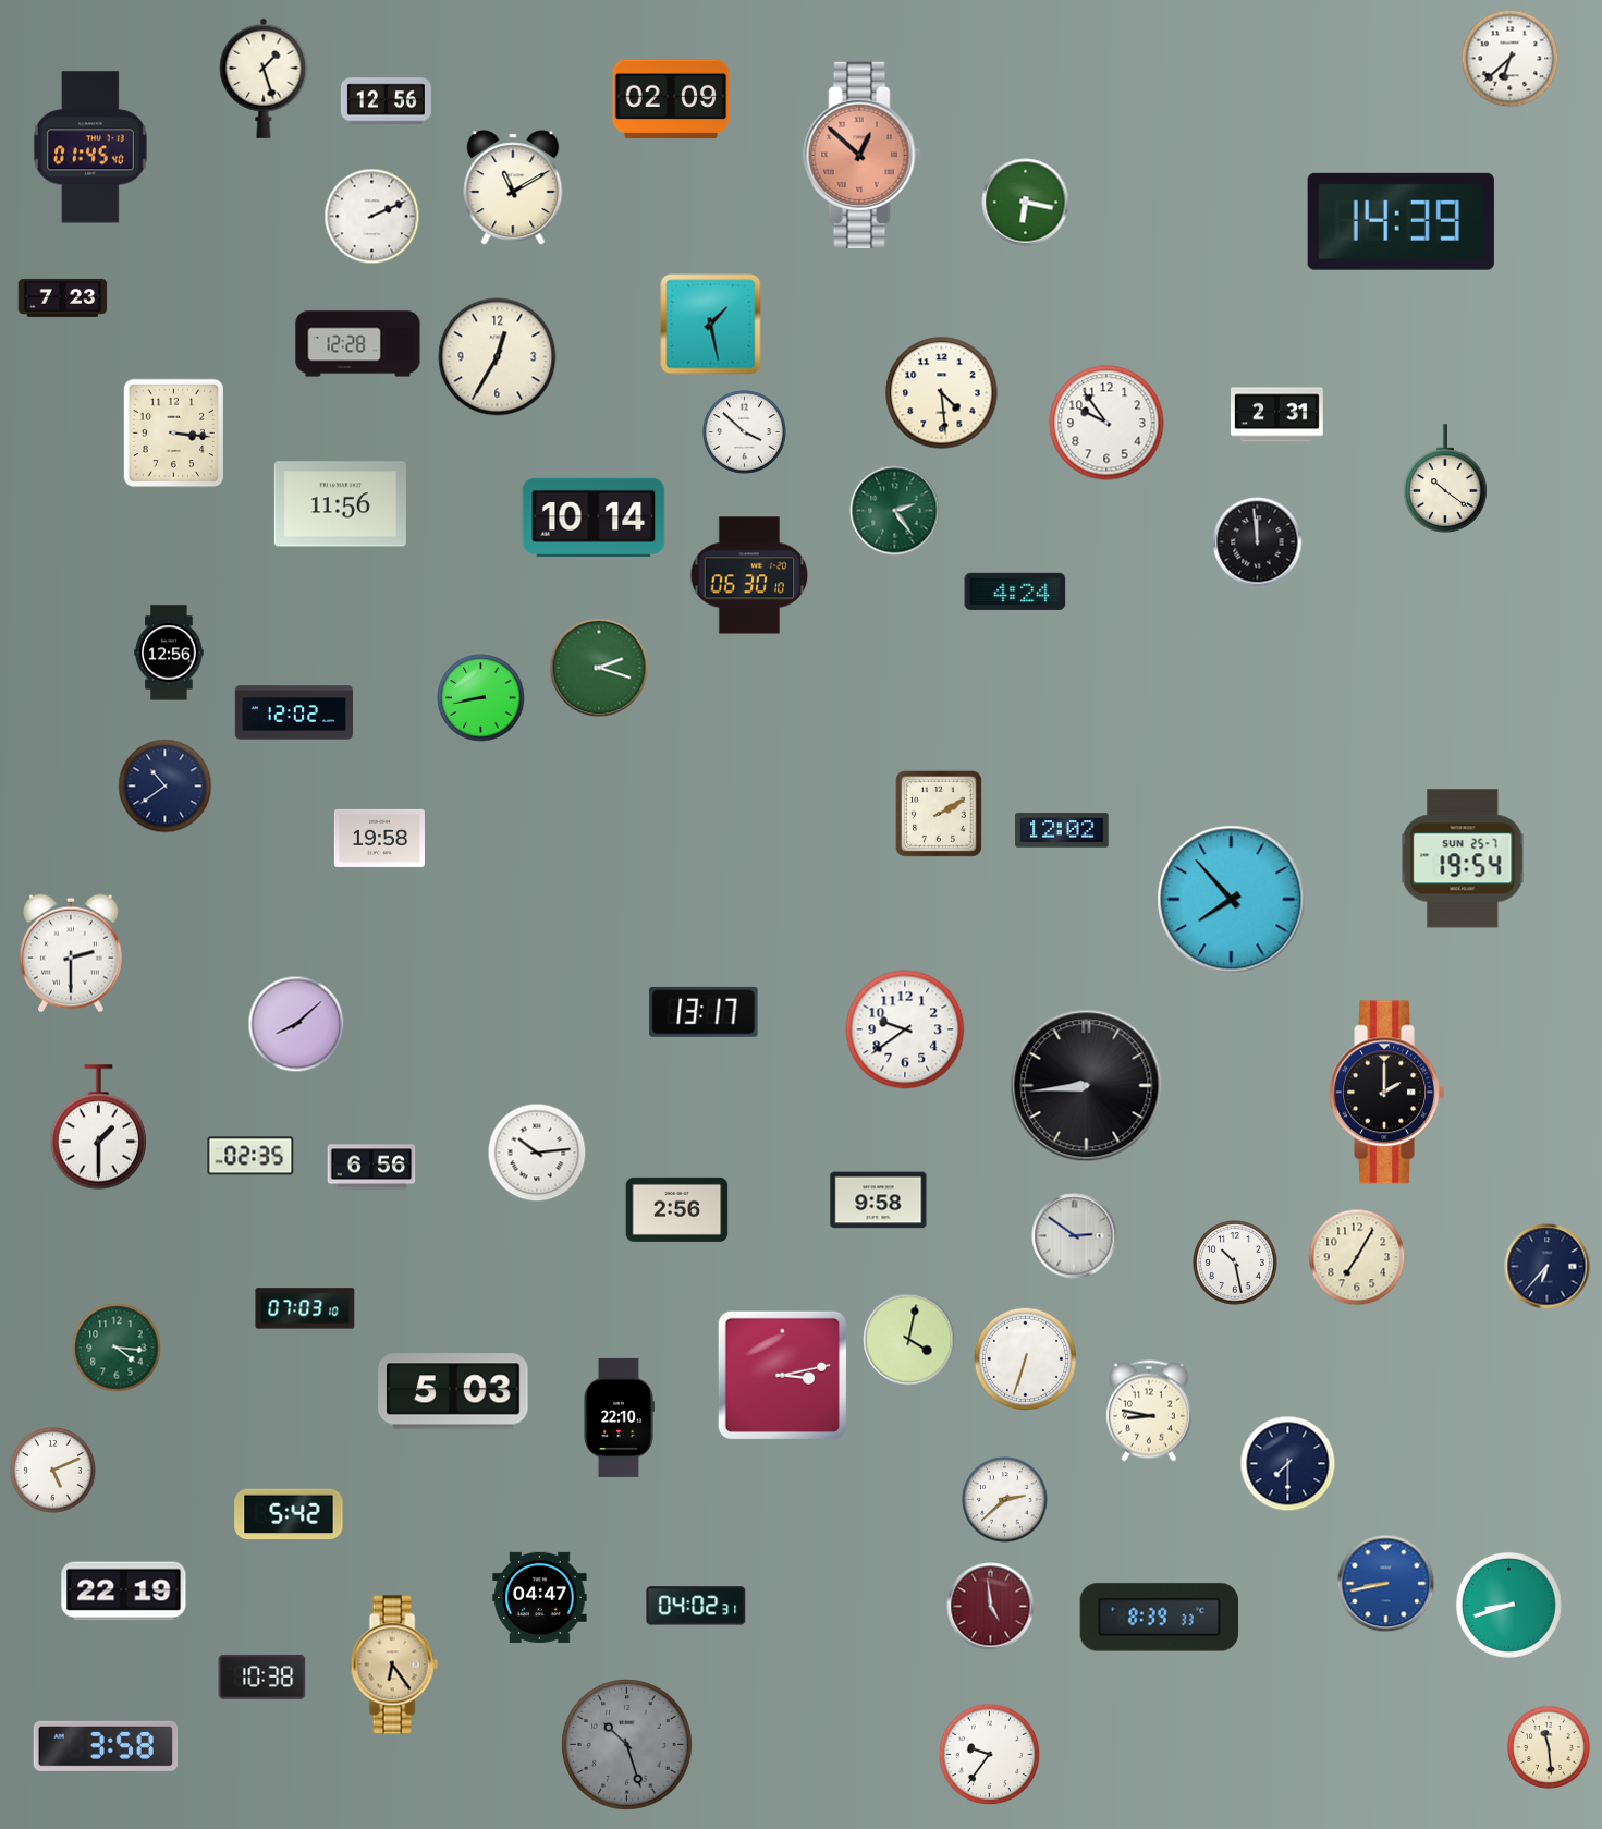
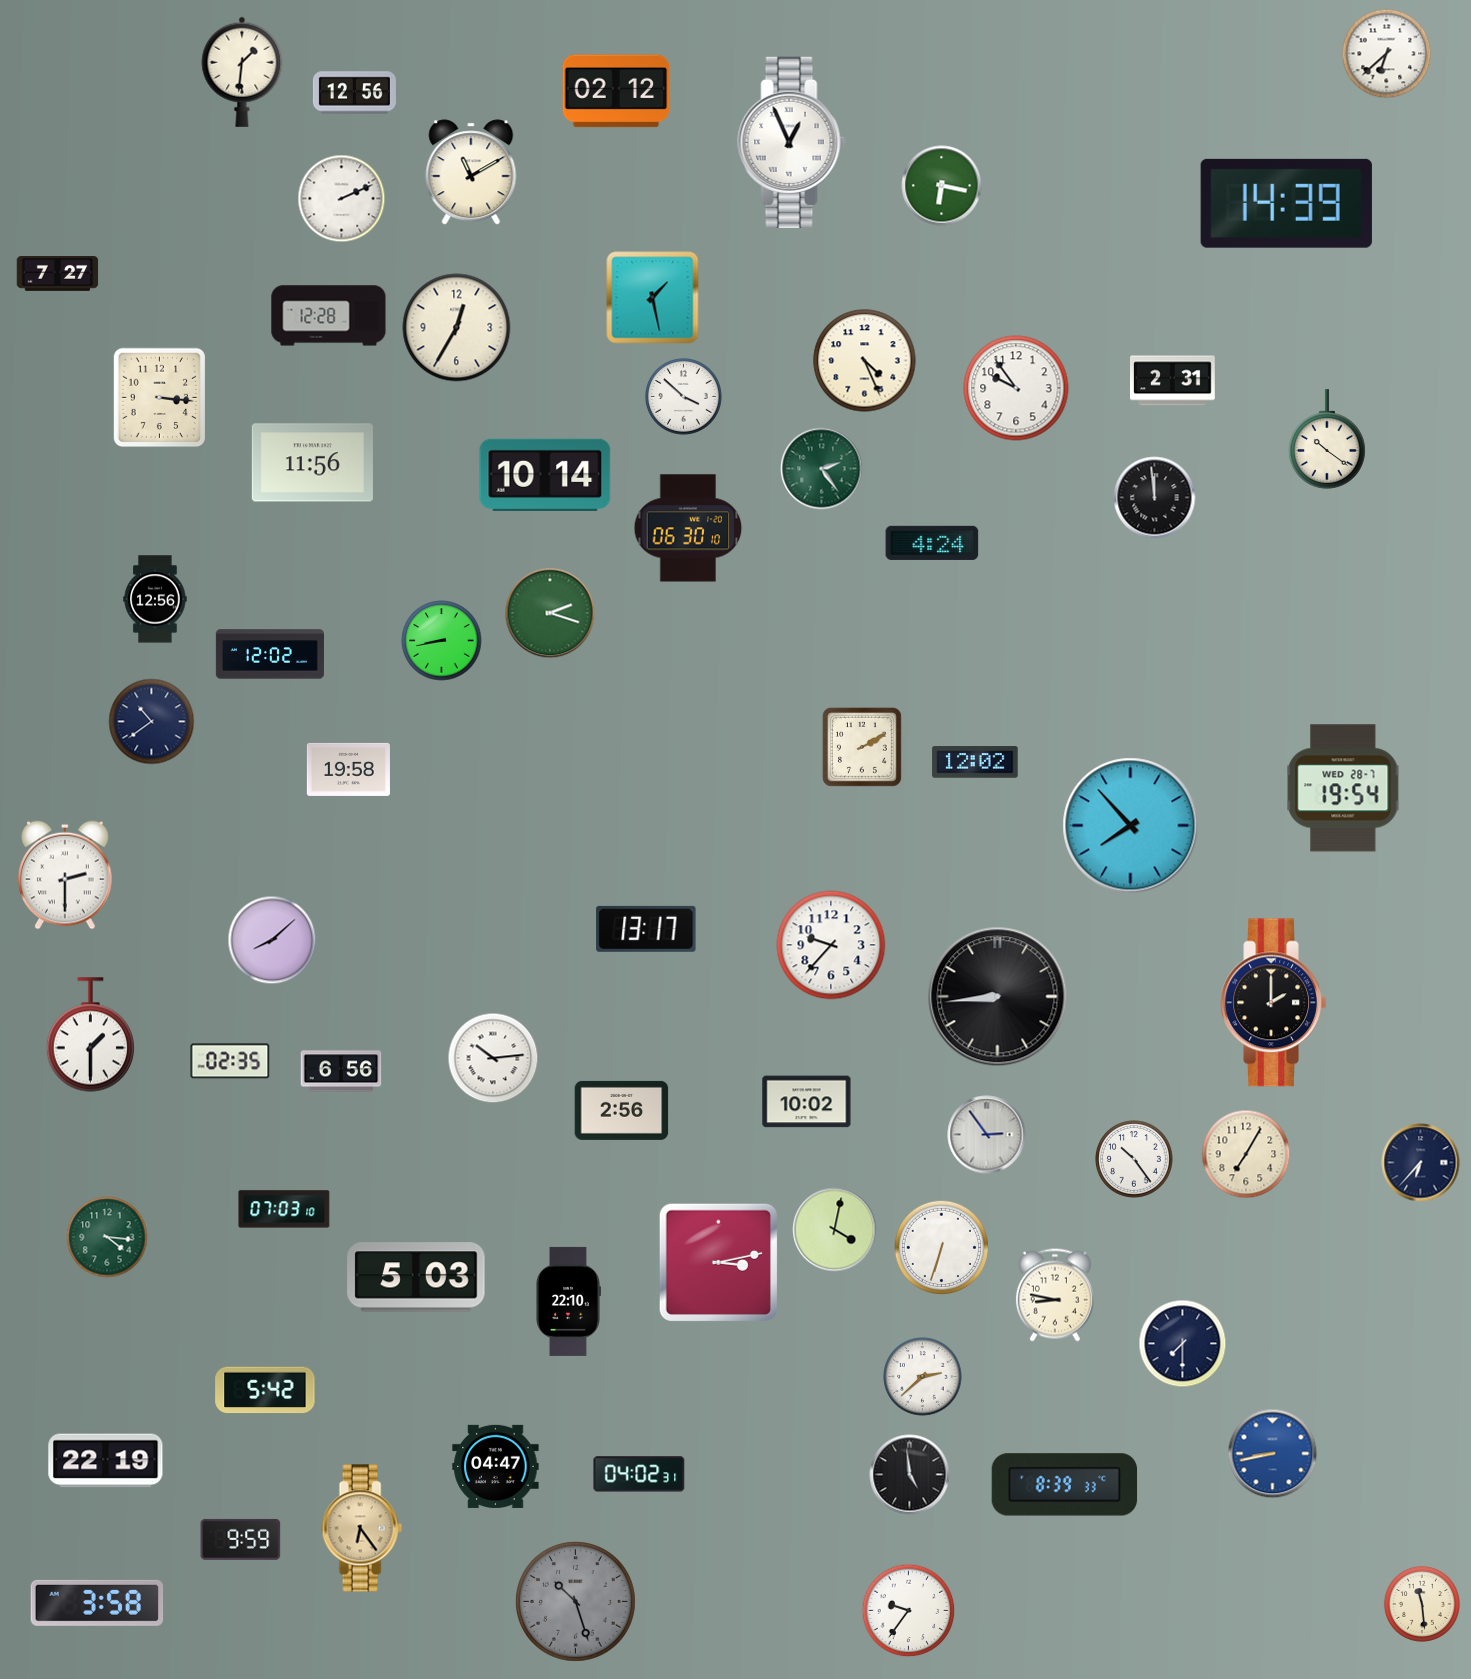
clock at (264, 78): 1:27 -> 1:31
clock at (671, 99): 02:09 -> 02:12
clock at (90, 147): 01:45 -> none
clock at (863, 155): 12:52 -> 12:56
clock at (863, 155) dial: salmon -> white
clock at (63, 298): 7:23 -> 7:27
clock at (942, 393): 4:29 -> 4:26
clock at (1463, 858) date: SUN 25-7 -> WED 28-7
clock at (905, 1029): 9:39 -> 9:37
clock at (879, 1200): 9:58 -> 10:02
clock at (1075, 1236): 2:51 -> 2:54
clock at (1235, 1263): 10:28 -> 10:24
clock at (305, 1308) position: (305, 1308) -> (284, 1209)
clock at (53, 1471): 5:11 -> none
clock at (124, 1592) position: (124, 1592) -> (106, 1461)
clock at (1508, 1605): 8:42 -> none
clock at (991, 1607) dial: burgundy -> black
clock at (262, 1676): 10:38 -> 9:59
